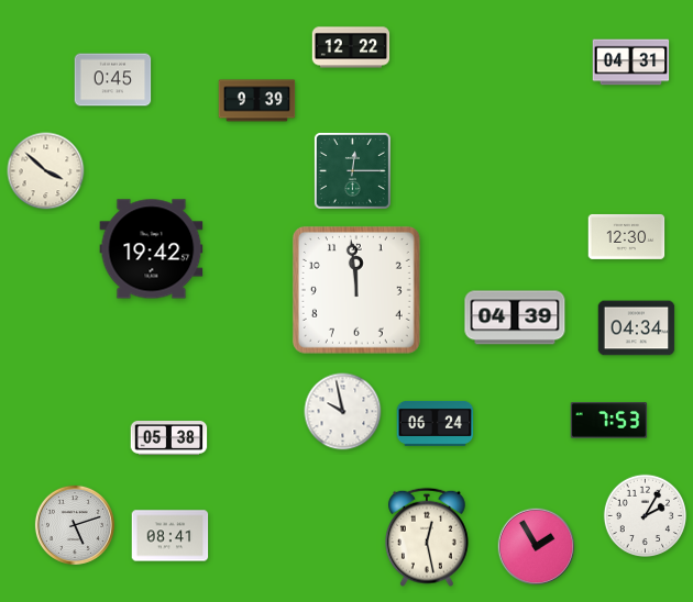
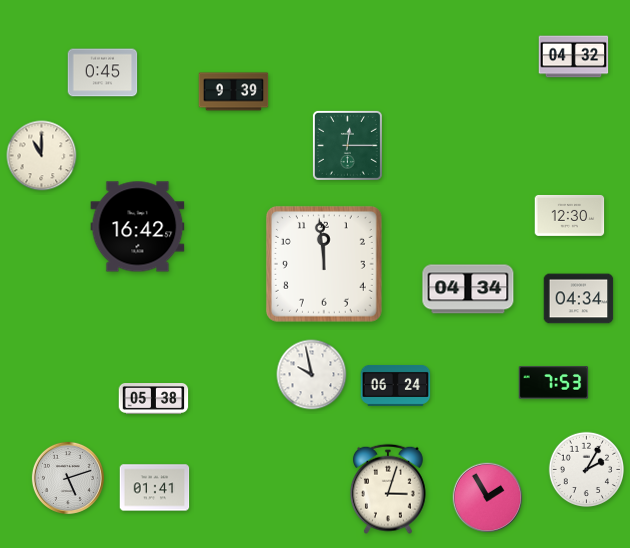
clock at (351, 47): 12:22 -> none
clock at (631, 63): 04:31 -> 04:32
clock at (352, 170) position: (352, 170) -> (347, 145)
clock at (46, 171): 3:52 -> 11:00
clock at (152, 249): 19:42 -> 16:42
clock at (515, 317): 04:39 -> 04:34
clock at (170, 536): 08:41 -> 01:41
clock at (428, 537): 12:28 -> 3:03
